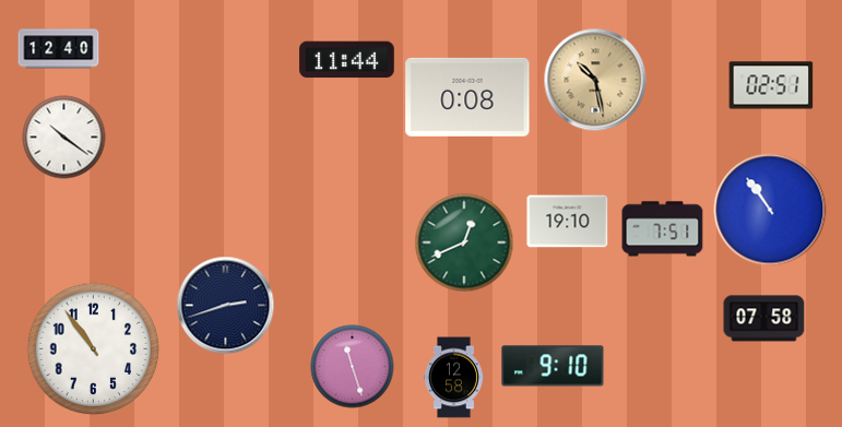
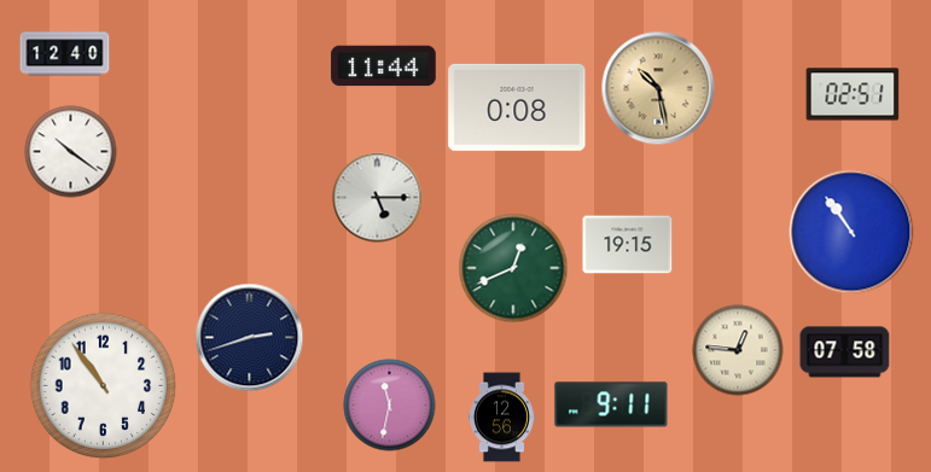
clock at (378, 198): none -> 5:15
clock at (568, 222): 19:10 -> 19:15
clock at (663, 229): 7:51 -> none
clock at (738, 350): none -> 12:46
clock at (553, 366): 9:10 -> 9:11
clock at (353, 367): 11:27 -> 11:32
clock at (454, 378): 12:58 -> 12:56
